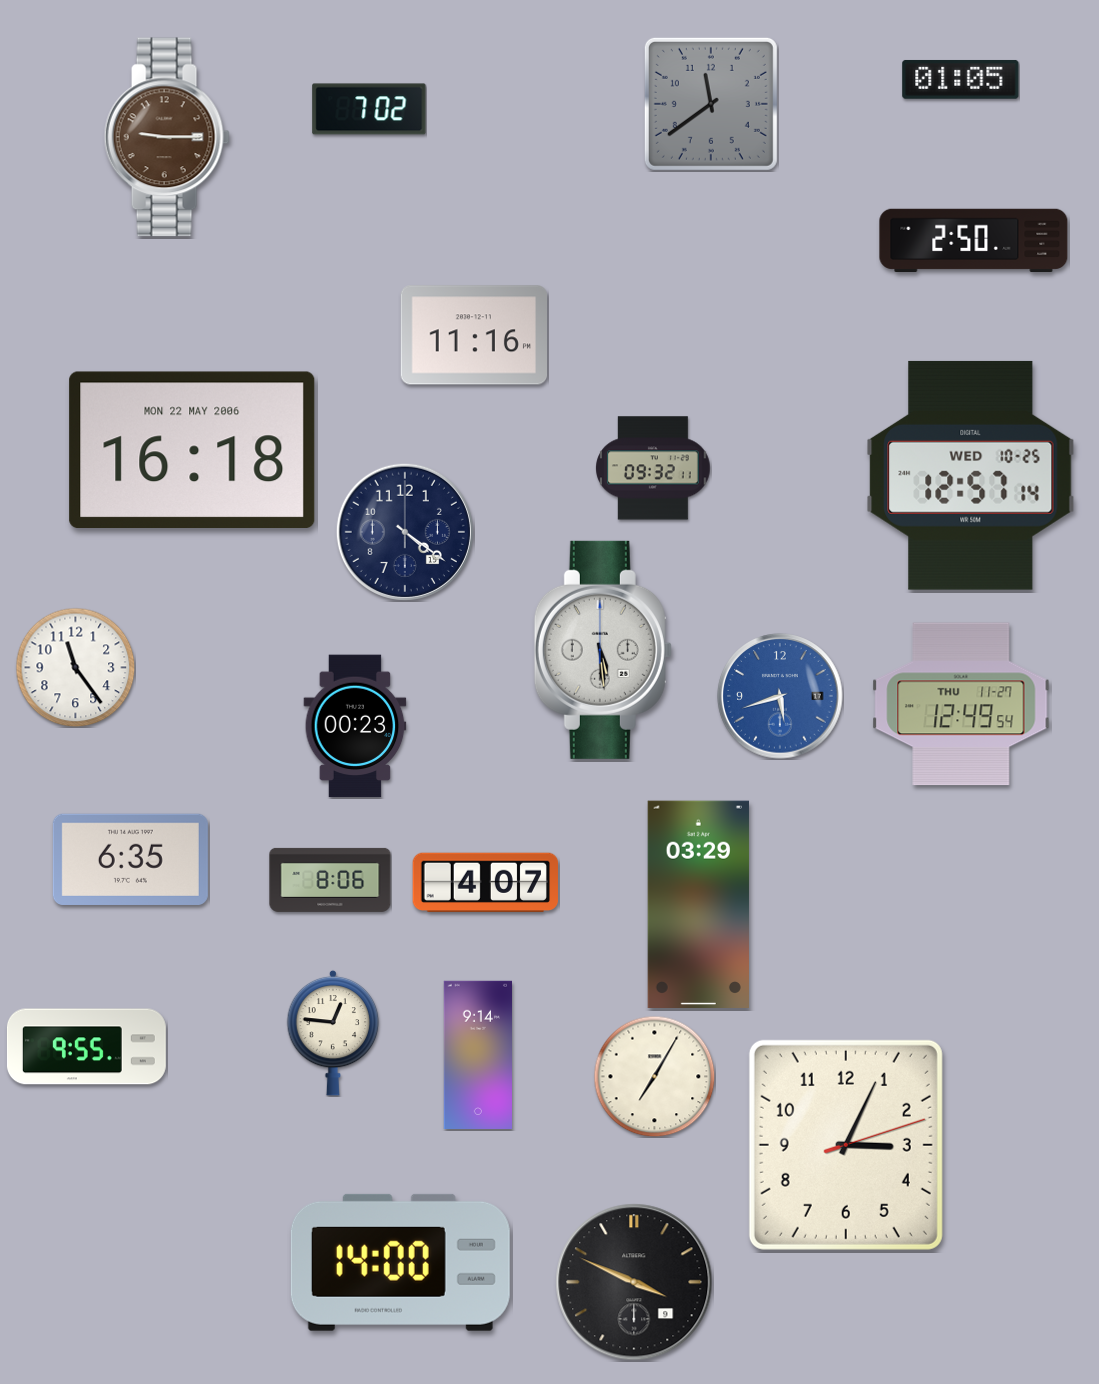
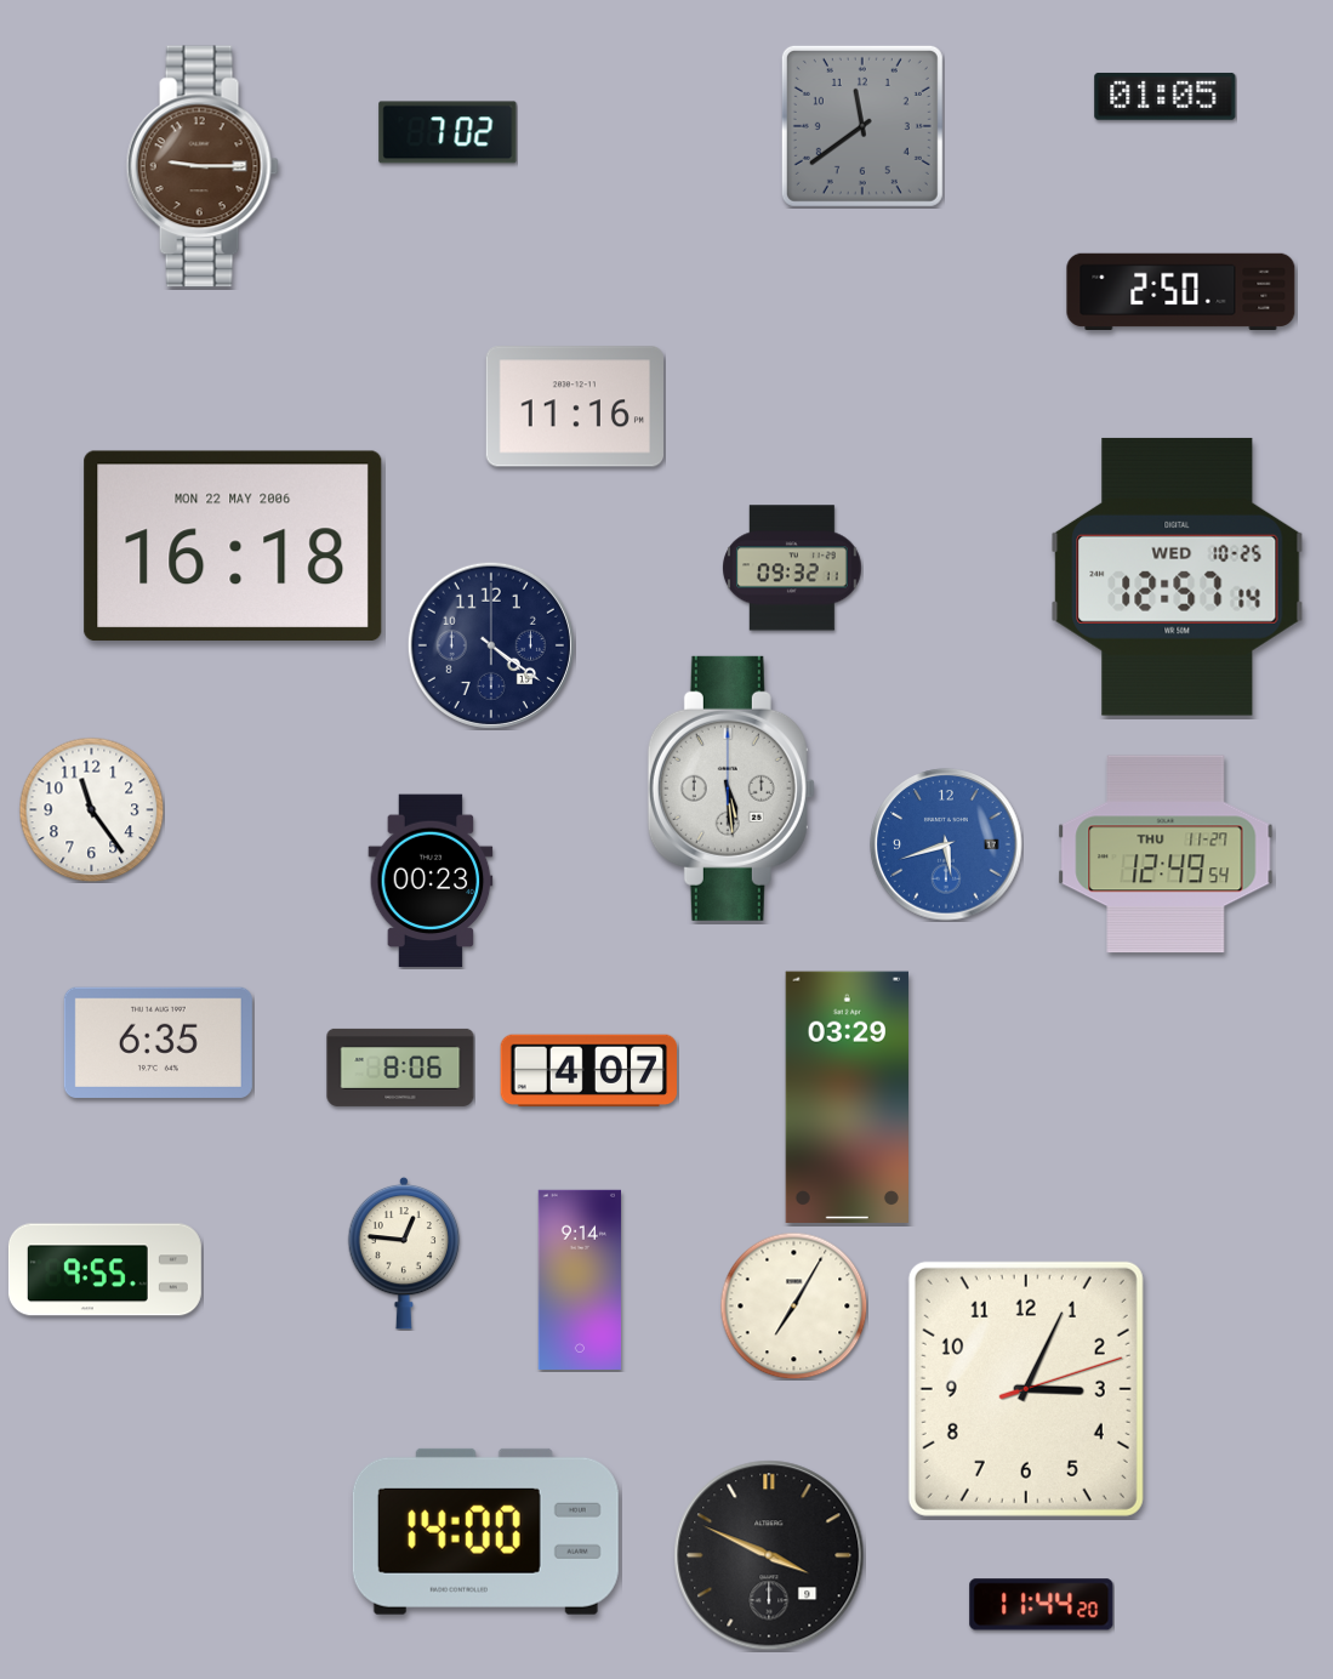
clock at (1042, 1605): none -> 11:44
